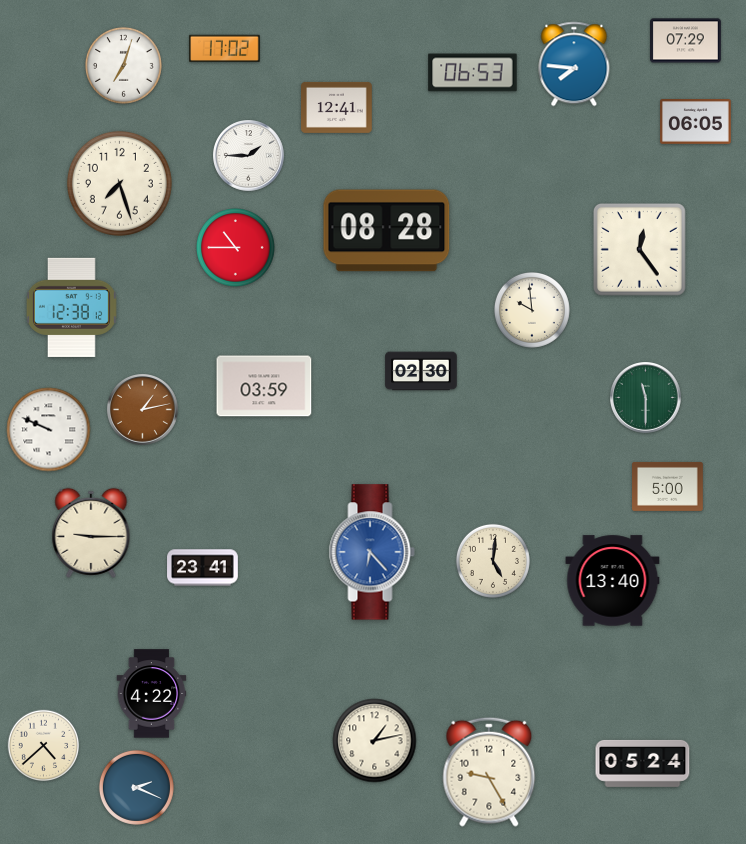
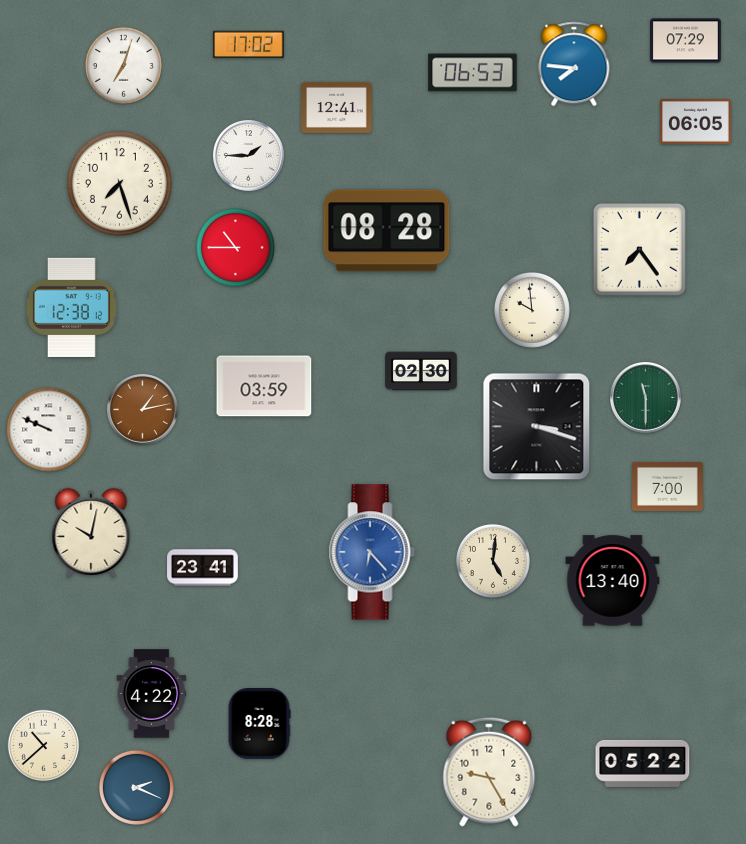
clock at (225, 49) position: (225, 49) -> (249, 45)
clock at (639, 249): 12:24 -> 7:24
clock at (537, 427): none -> 3:18
clock at (668, 486): 5:00 -> 7:00
clock at (91, 533): 9:15 -> 10:02
clock at (259, 724): none -> 8:28
clock at (375, 741): 1:13 -> none
clock at (44, 746): 4:38 -> 10:38
clock at (643, 763): 05:24 -> 05:22
